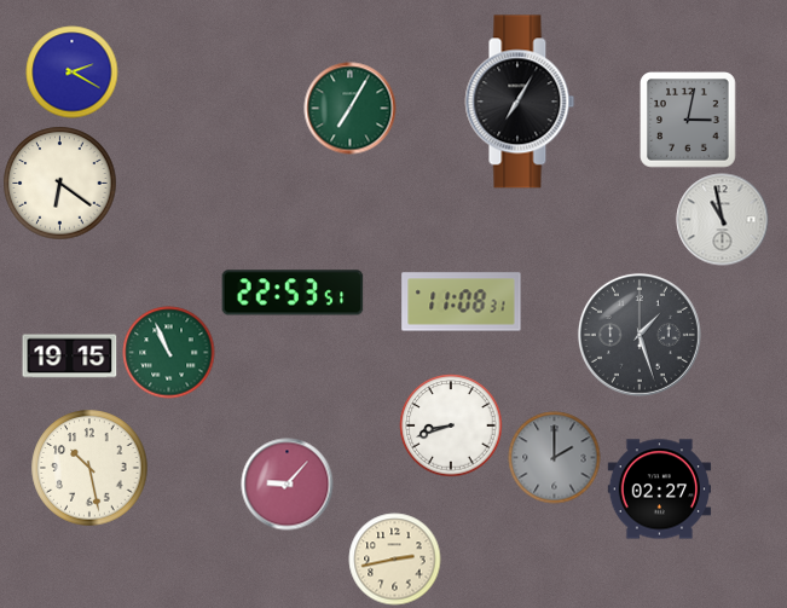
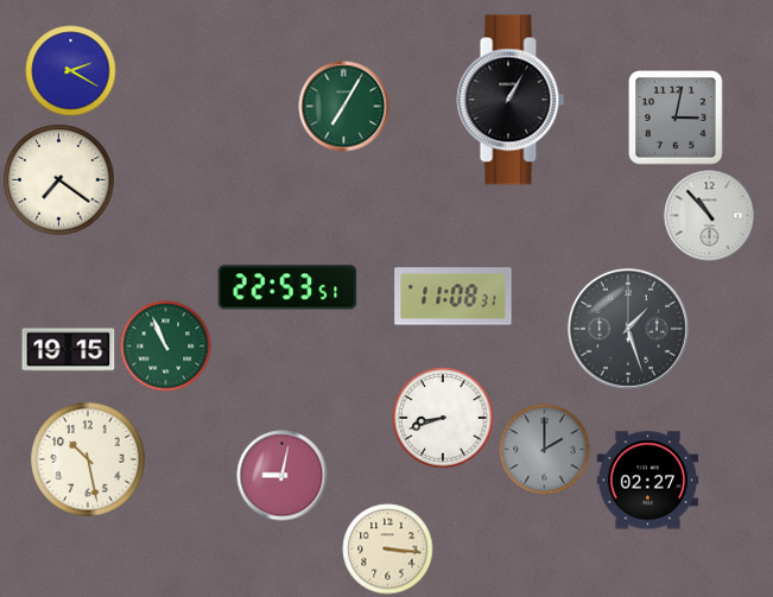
clock at (520, 102): 7:05 -> 1:05
clock at (60, 184): 6:21 -> 7:21
clock at (723, 220): 10:58 -> 10:53
clock at (288, 485): 9:07 -> 9:02
clock at (395, 560): 2:43 -> 3:16
